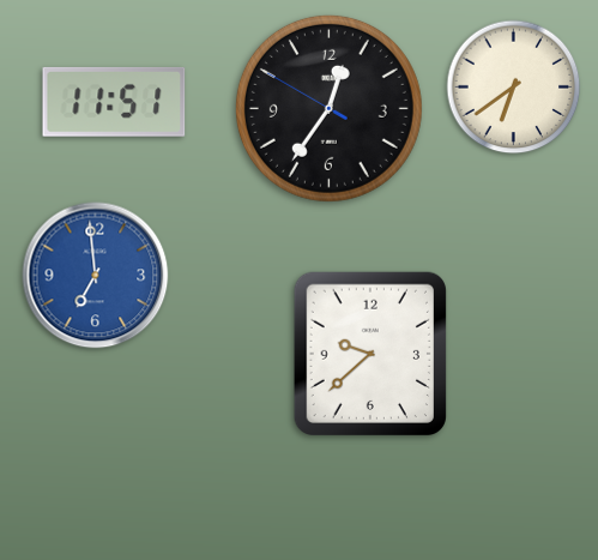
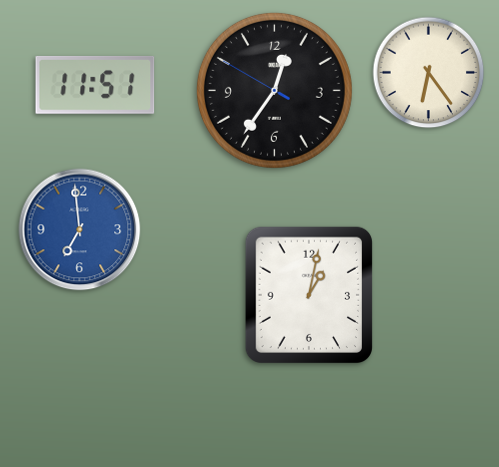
clock at (514, 88): 6:39 -> 6:24
clock at (370, 353): 9:38 -> 1:02
